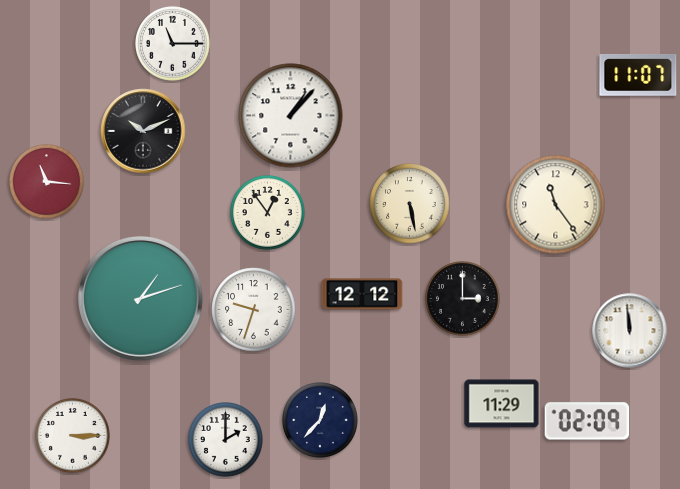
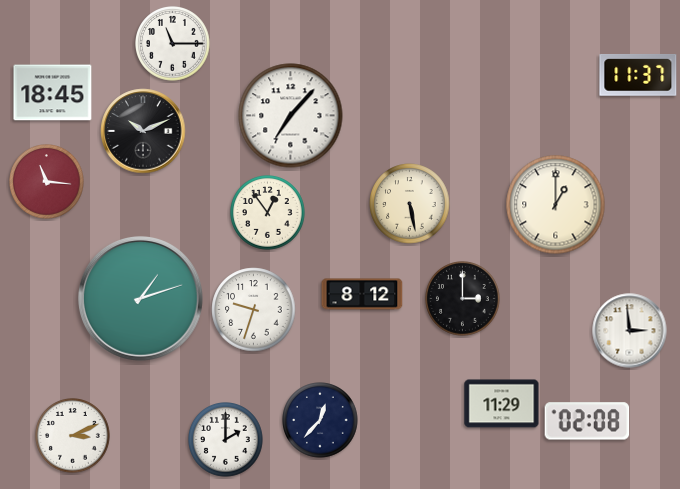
clock at (638, 75): 11:07 -> 11:37
clock at (53, 93): none -> 18:45
clock at (291, 116): 1:07 -> 7:07
clock at (556, 205): 11:24 -> 1:00
clock at (362, 294): 12:12 -> 8:12
clock at (630, 331): 11:59 -> 2:59
clock at (587, 421): 02:09 -> 02:08
clock at (73, 436): 3:15 -> 3:11
